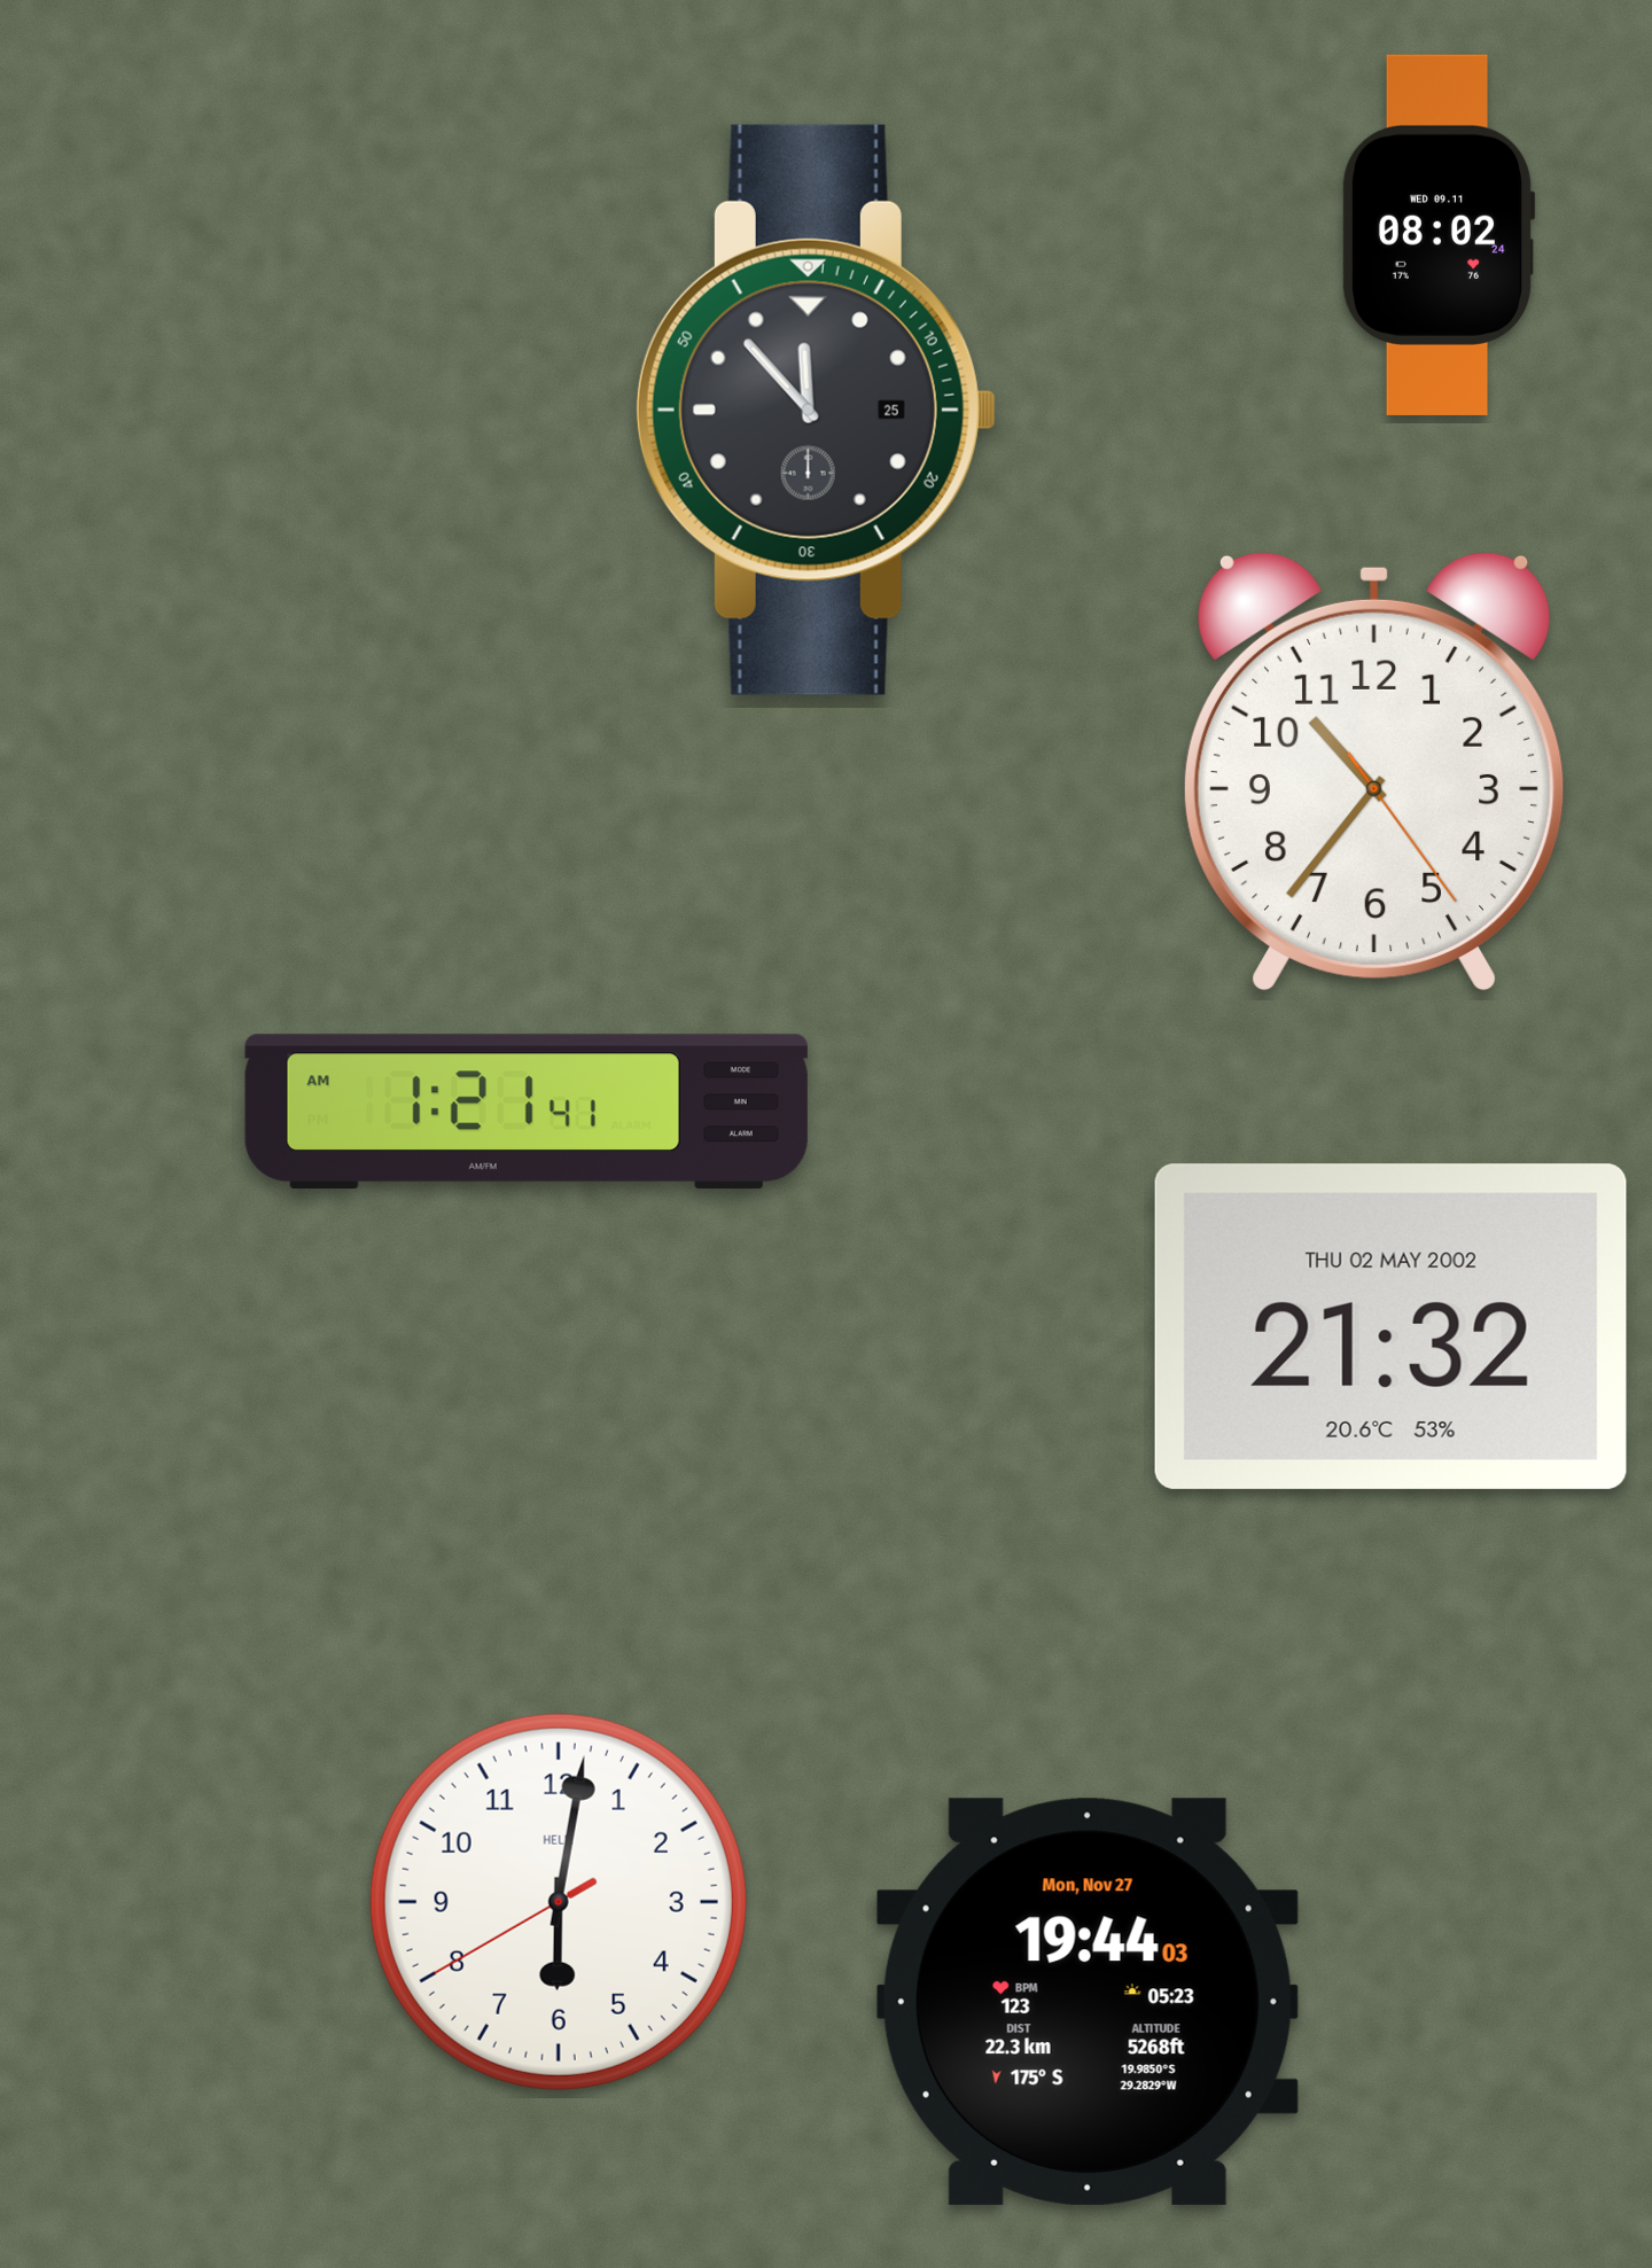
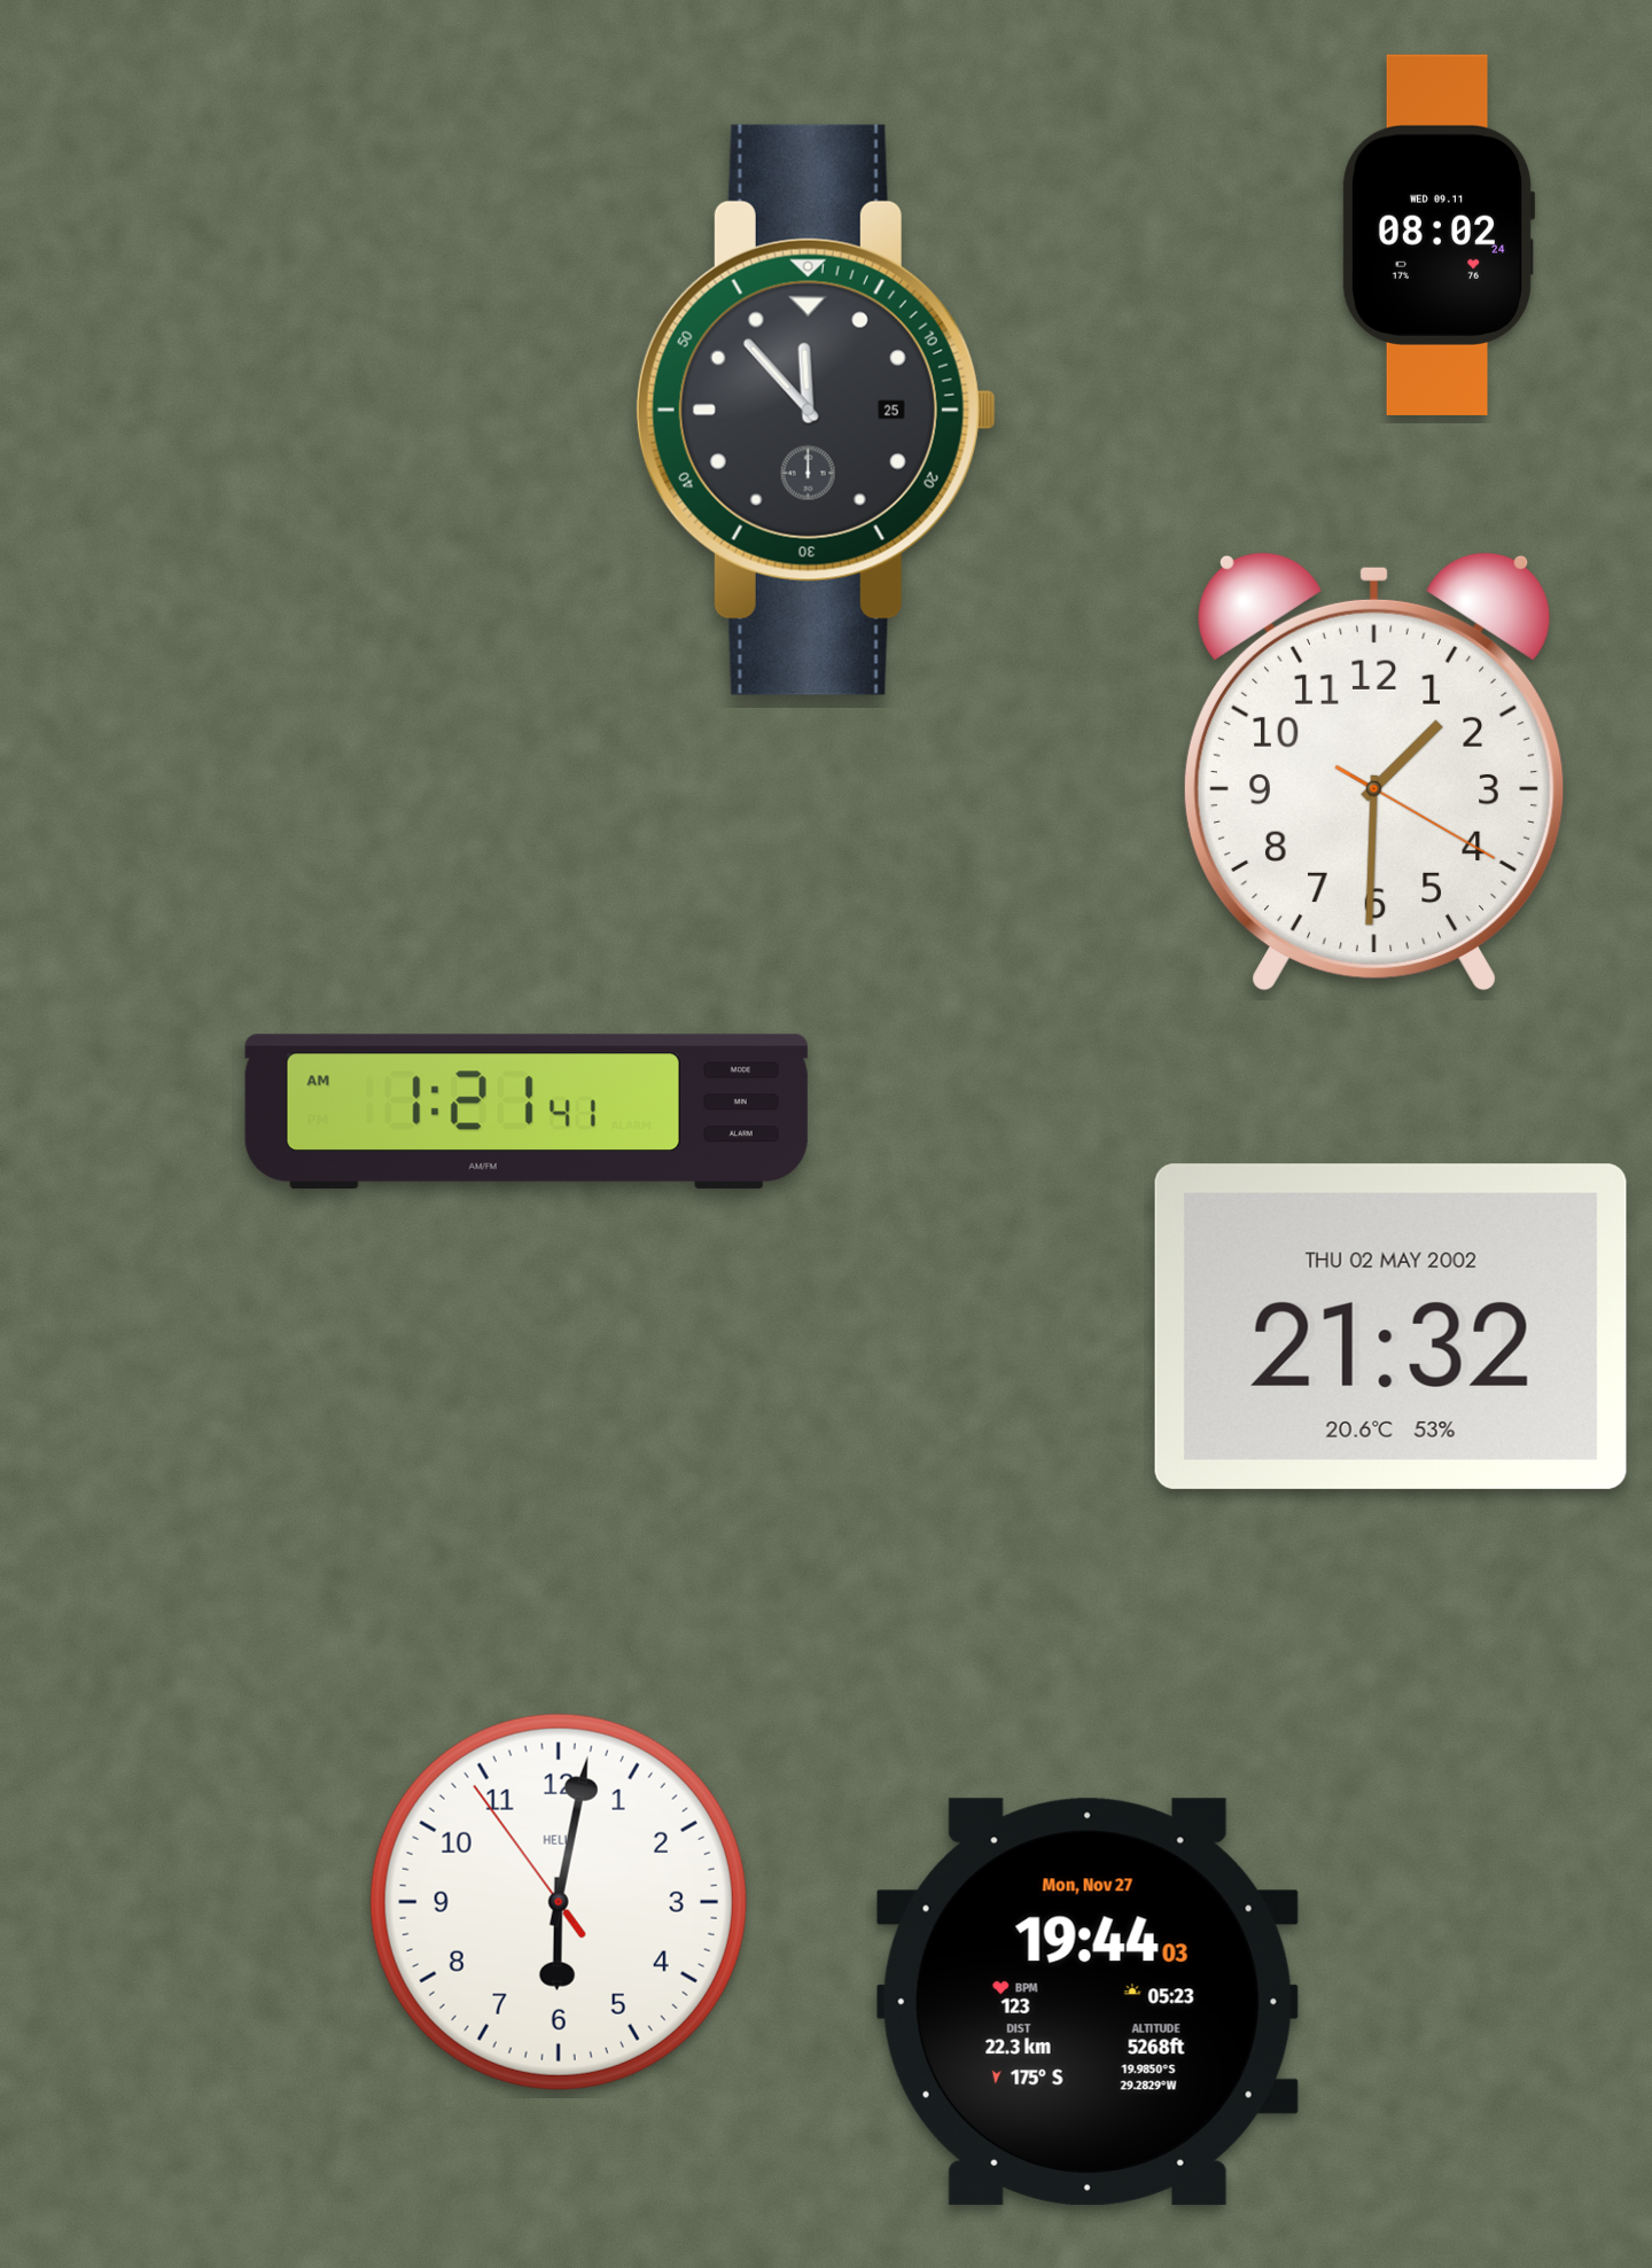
clock at (1374, 771): 10:36 -> 1:30
clock at (559, 1902): 6:01:40 -> 6:01:54
